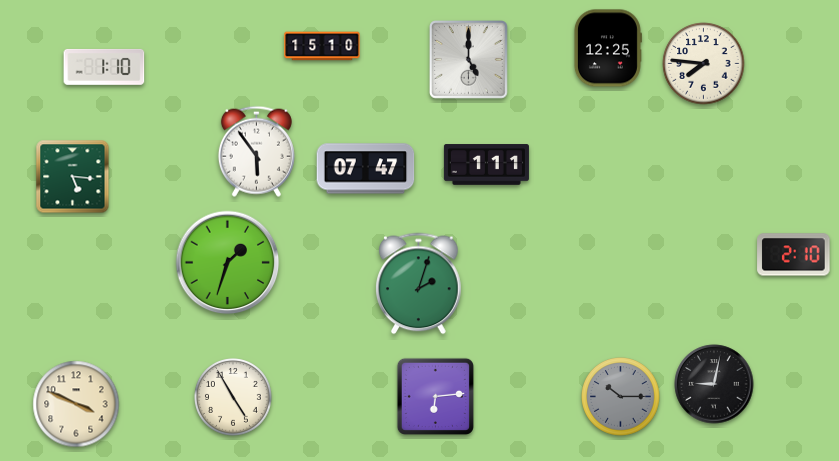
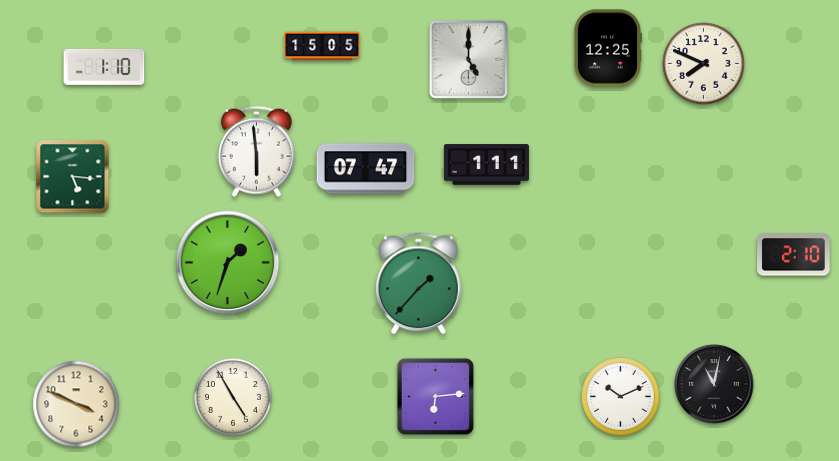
clock at (322, 46): 15:10 -> 15:05
clock at (704, 64): 7:46 -> 7:49
clock at (256, 151): 5:54 -> 5:59
clock at (419, 284): 2:03 -> 1:37
clock at (714, 384): 9:02 -> 11:02
clock at (621, 397): 10:15 -> 10:11
clock at (621, 397) dial: grey -> white
